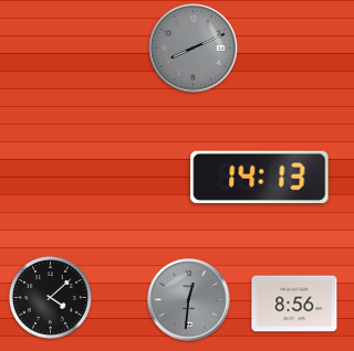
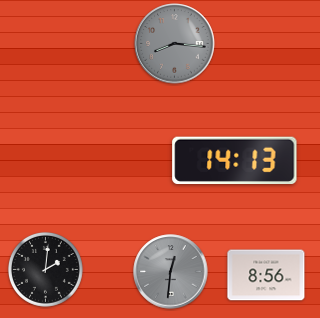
clock at (194, 49): 8:11 -> 8:16
clock at (50, 297): 4:08 -> 2:01
